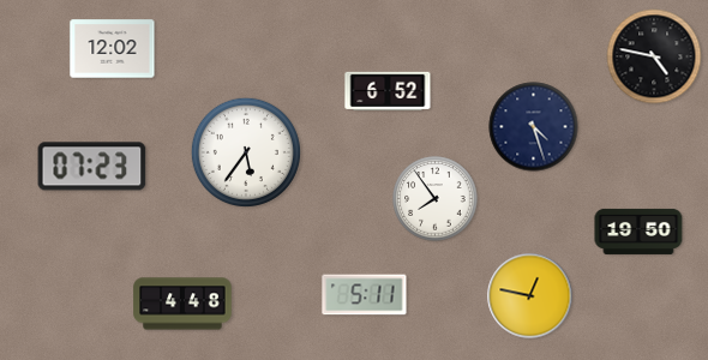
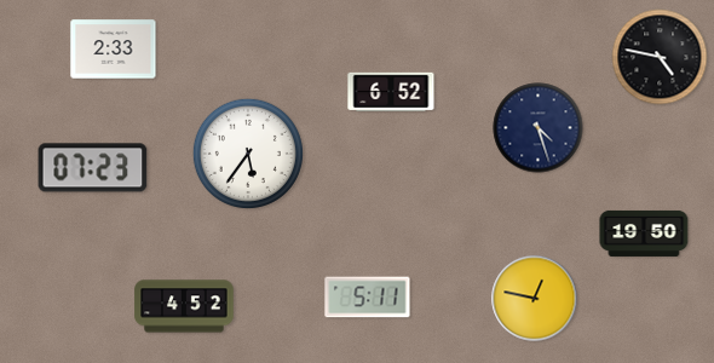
clock at (113, 49): 12:02 -> 2:33
clock at (436, 199): 7:54 -> none
clock at (182, 304): 4:48 -> 4:52
